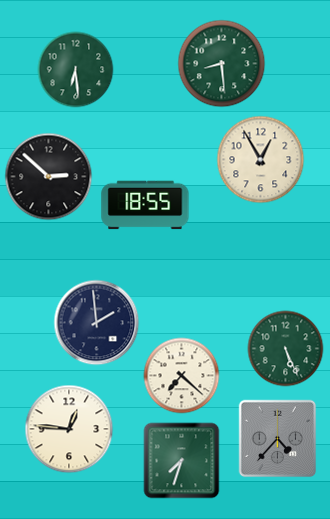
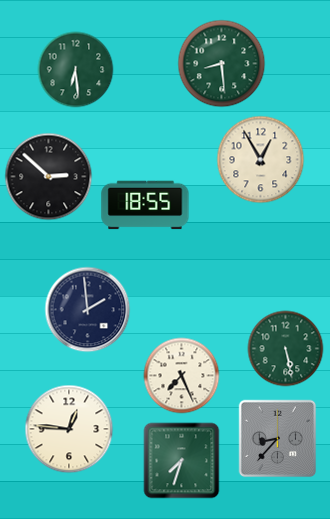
clock at (97, 323) position: (97, 323) -> (88, 310)
clock at (286, 349): 5:26 -> 5:28
clock at (182, 376): 7:22 -> 7:26
clock at (278, 439): 4:37 -> 8:37
